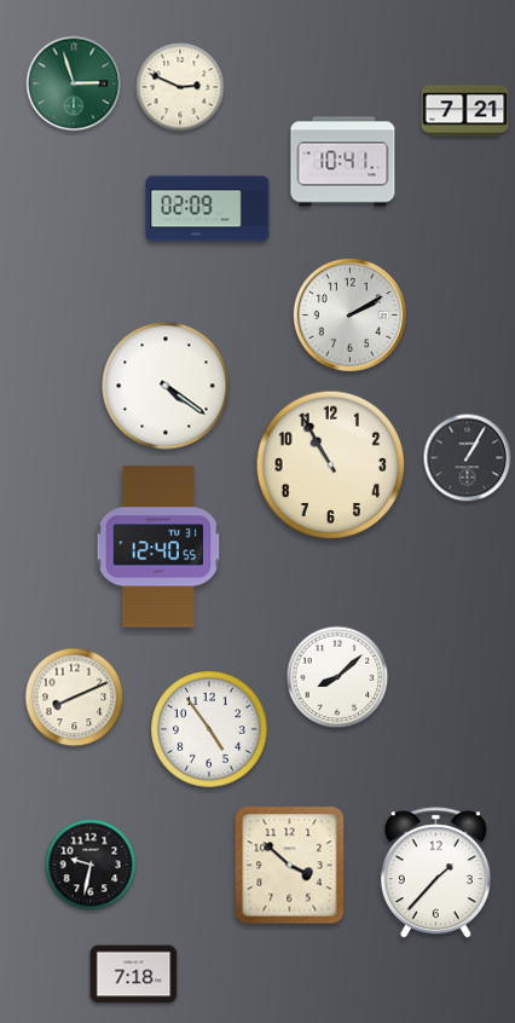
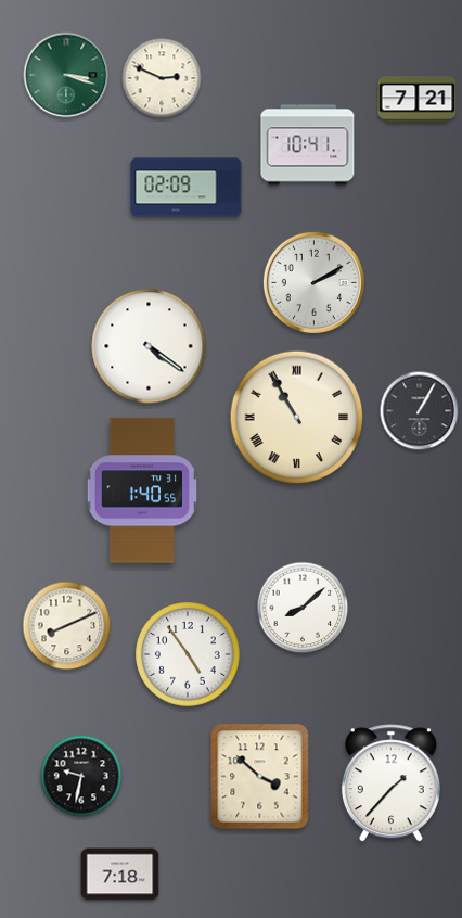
clock at (74, 83): 2:57 -> 3:18
clock at (331, 466) numerals: Arabic -> Roman
clock at (158, 547): 12:40 -> 1:40
